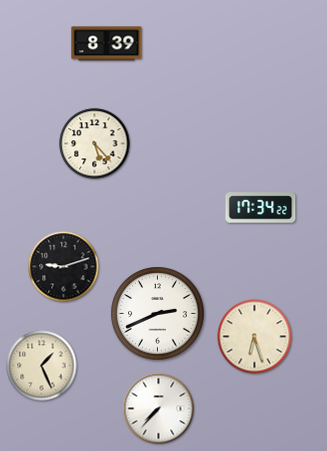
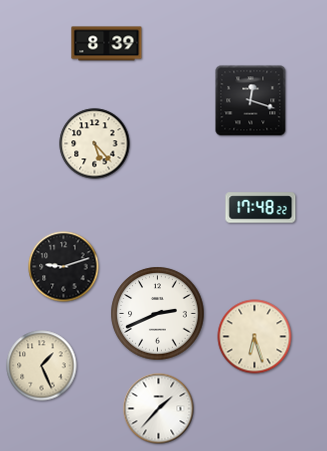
clock at (251, 101): none -> 12:18
clock at (261, 208): 17:34 -> 17:48
clock at (159, 409): 7:37 -> 1:37
